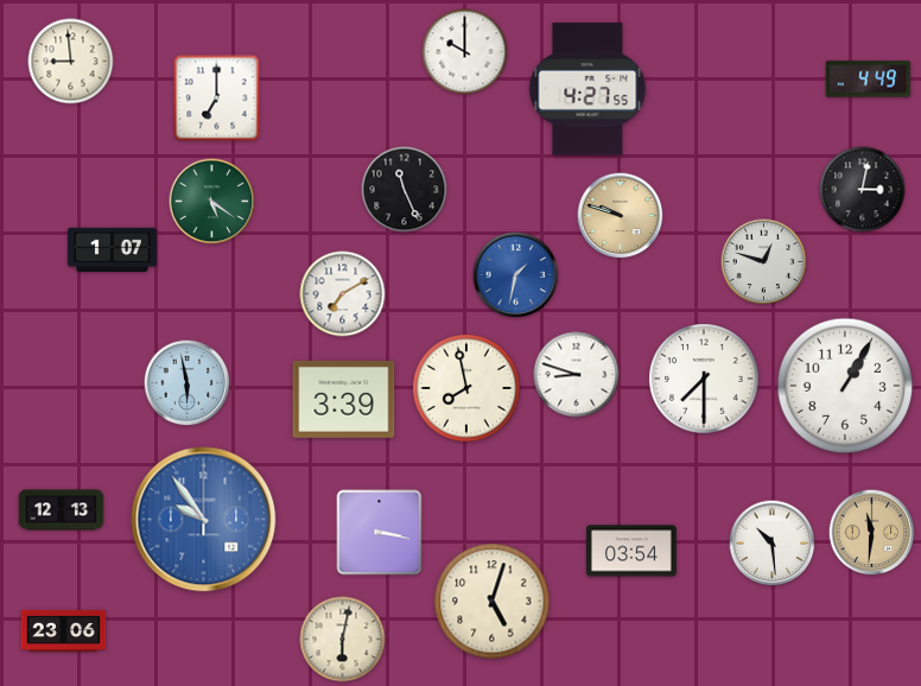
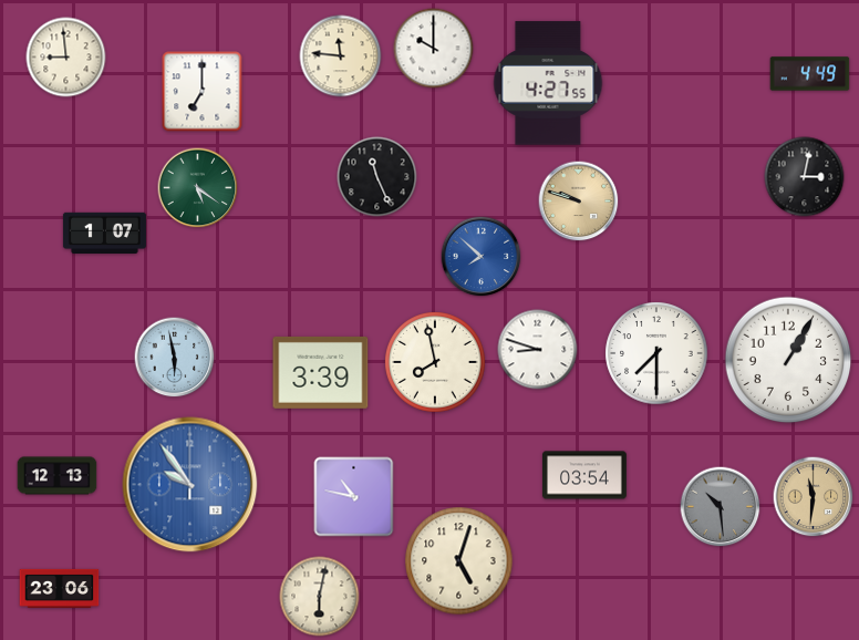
clock at (341, 56): none -> 11:46
clock at (764, 262): 12:48 -> none
clock at (516, 275): 1:32 -> 7:52
clock at (343, 294): 7:10 -> none
clock at (380, 533): 3:17 -> 10:47
clock at (773, 544) dial: white -> grey
clock at (631, 551) position: (631, 551) -> (584, 475)
